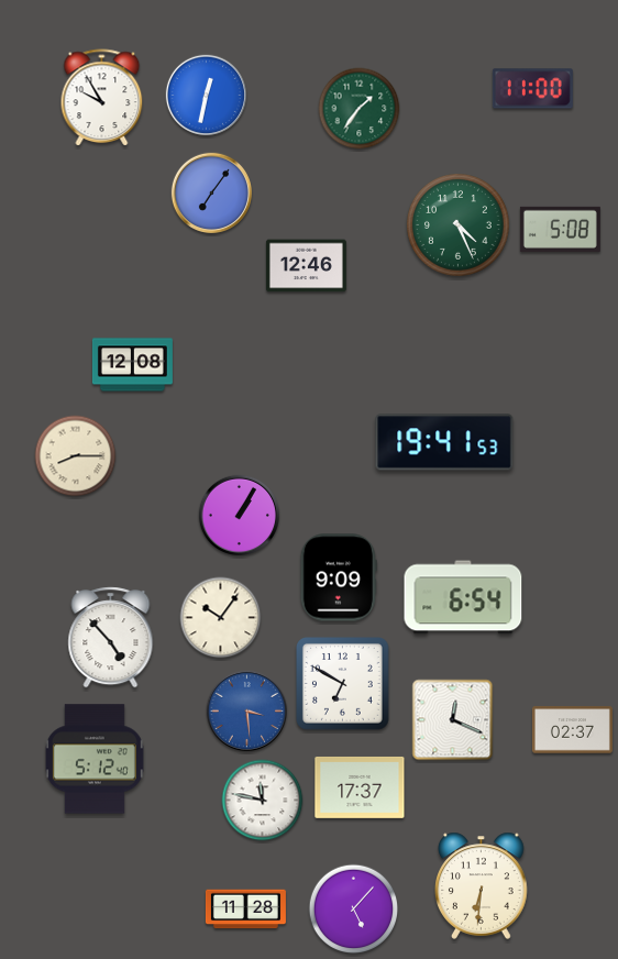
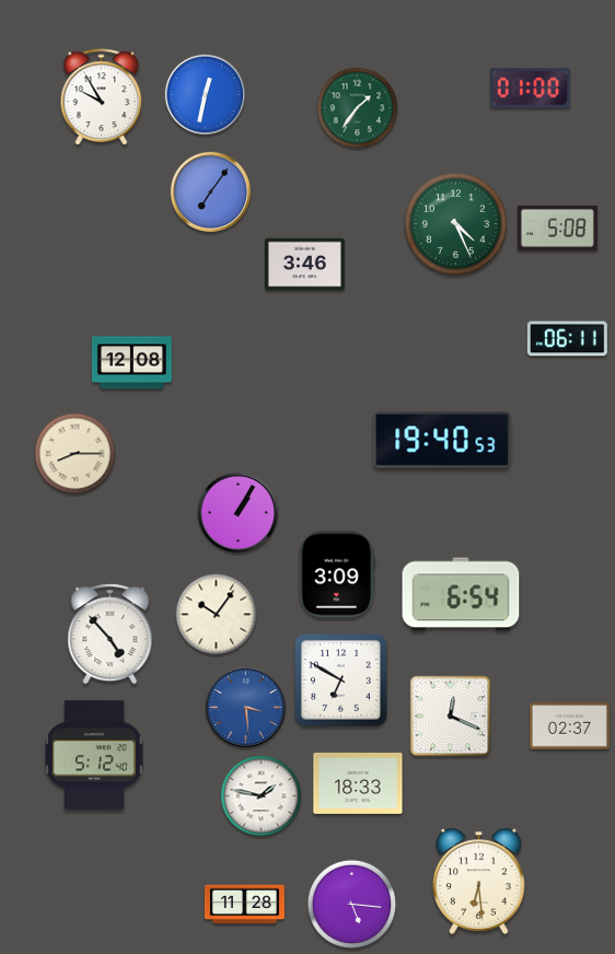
clock at (532, 89): 11:00 -> 01:00
clock at (306, 266): 12:46 -> 3:46
clock at (567, 339): none -> 06:11
clock at (444, 442): 19:41 -> 19:40
clock at (339, 577): 9:09 -> 3:09
clock at (221, 618) position: (221, 618) -> (217, 615)
clock at (360, 787): 17:37 -> 18:33
clock at (263, 801): 11:47 -> 1:47
clock at (482, 885): 6:31 -> 6:29
clock at (354, 910): 5:07 -> 5:16
